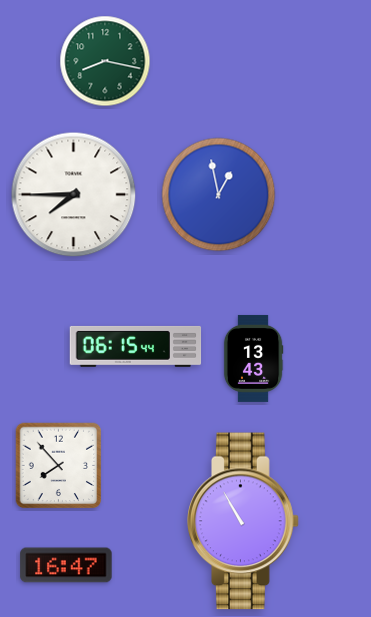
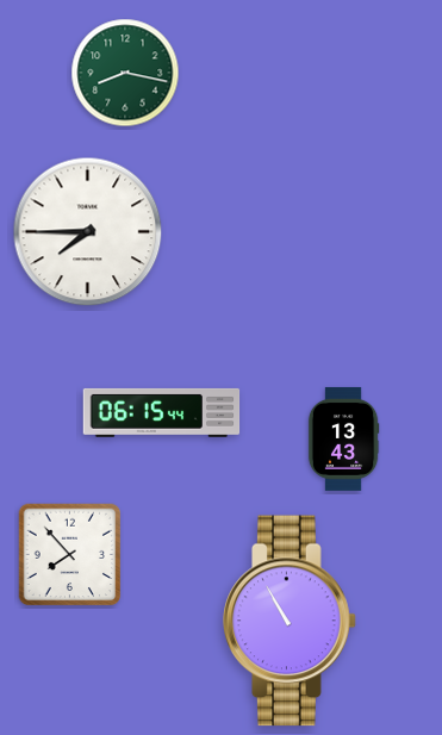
clock at (219, 195): 12:58 -> none
clock at (253, 358) position: (253, 358) -> (343, 438)
clock at (66, 565): 16:47 -> none
